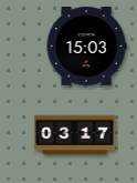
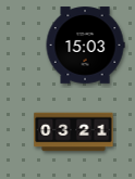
clock at (75, 135): 03:17 -> 03:21
